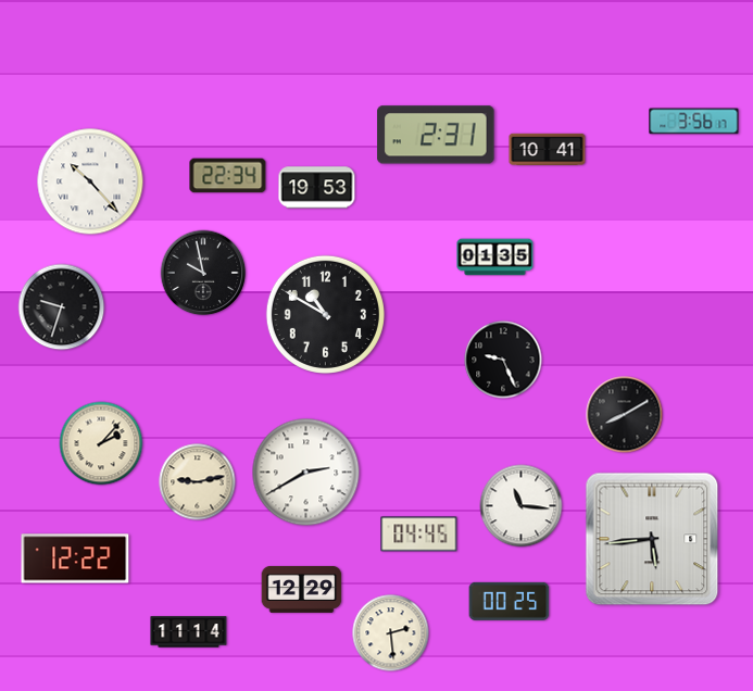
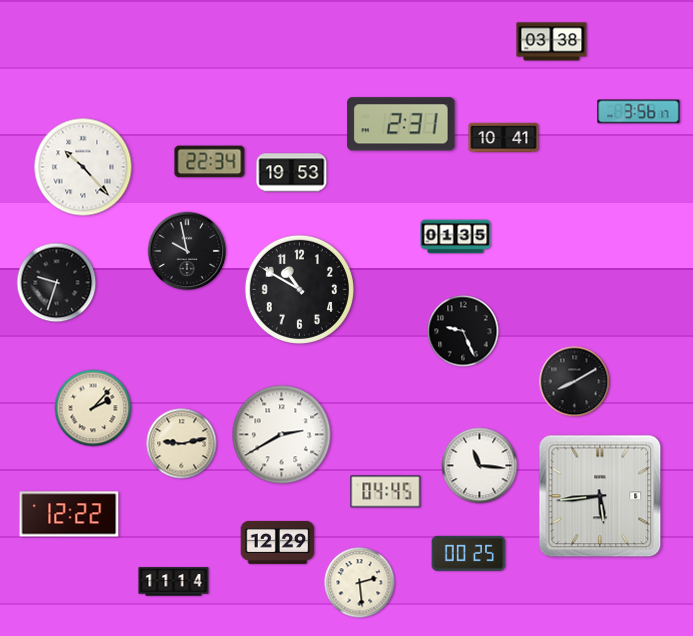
clock at (552, 42): none -> 03:38
